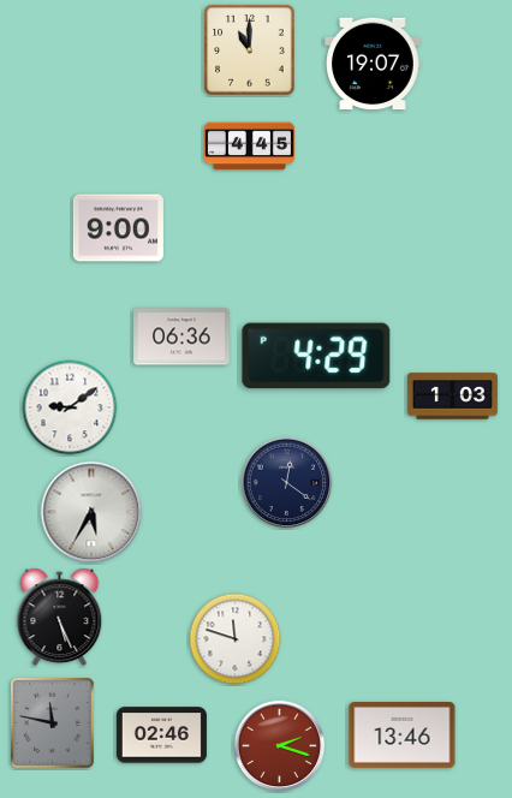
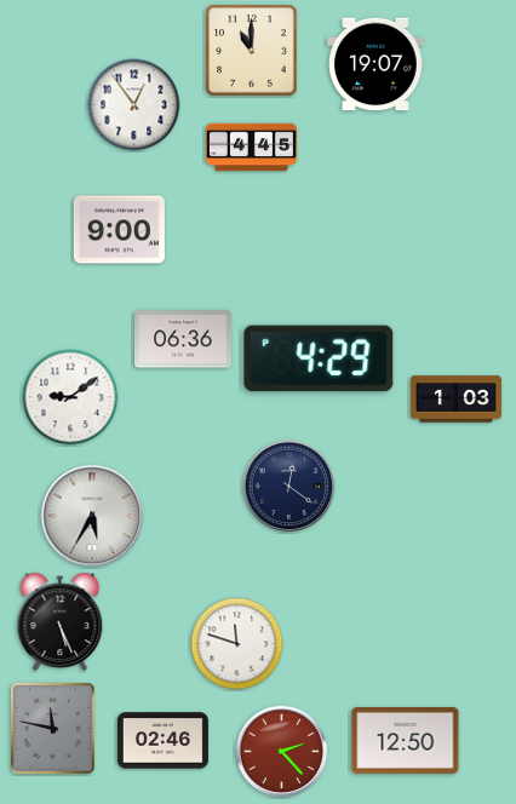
clock at (134, 105): none -> 12:54
clock at (70, 407) position: (70, 407) -> (70, 397)
clock at (403, 736): 13:46 -> 12:50
clock at (280, 746): 2:18 -> 2:23
